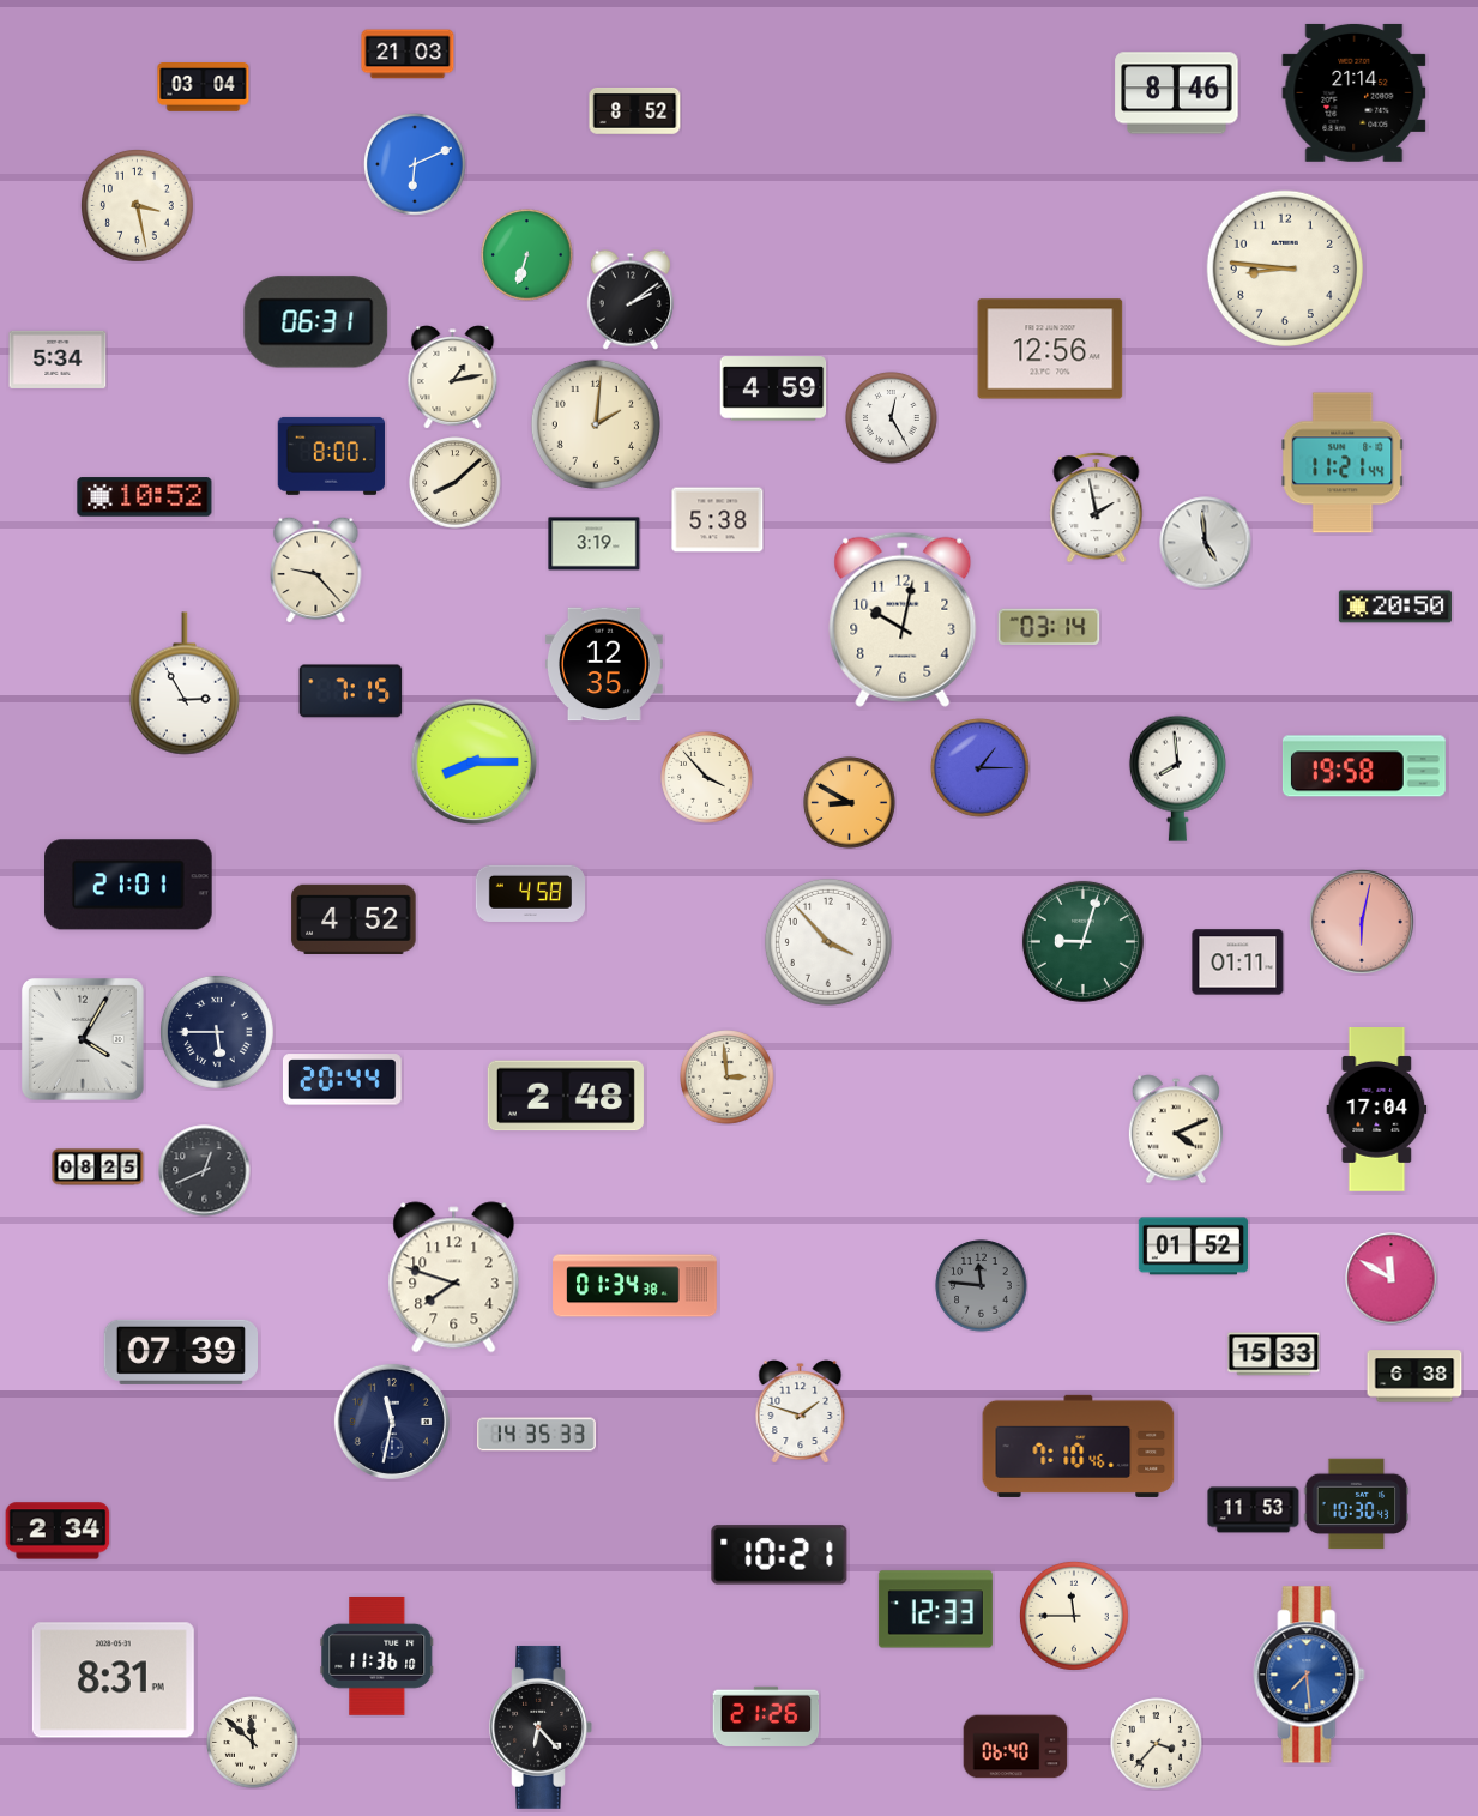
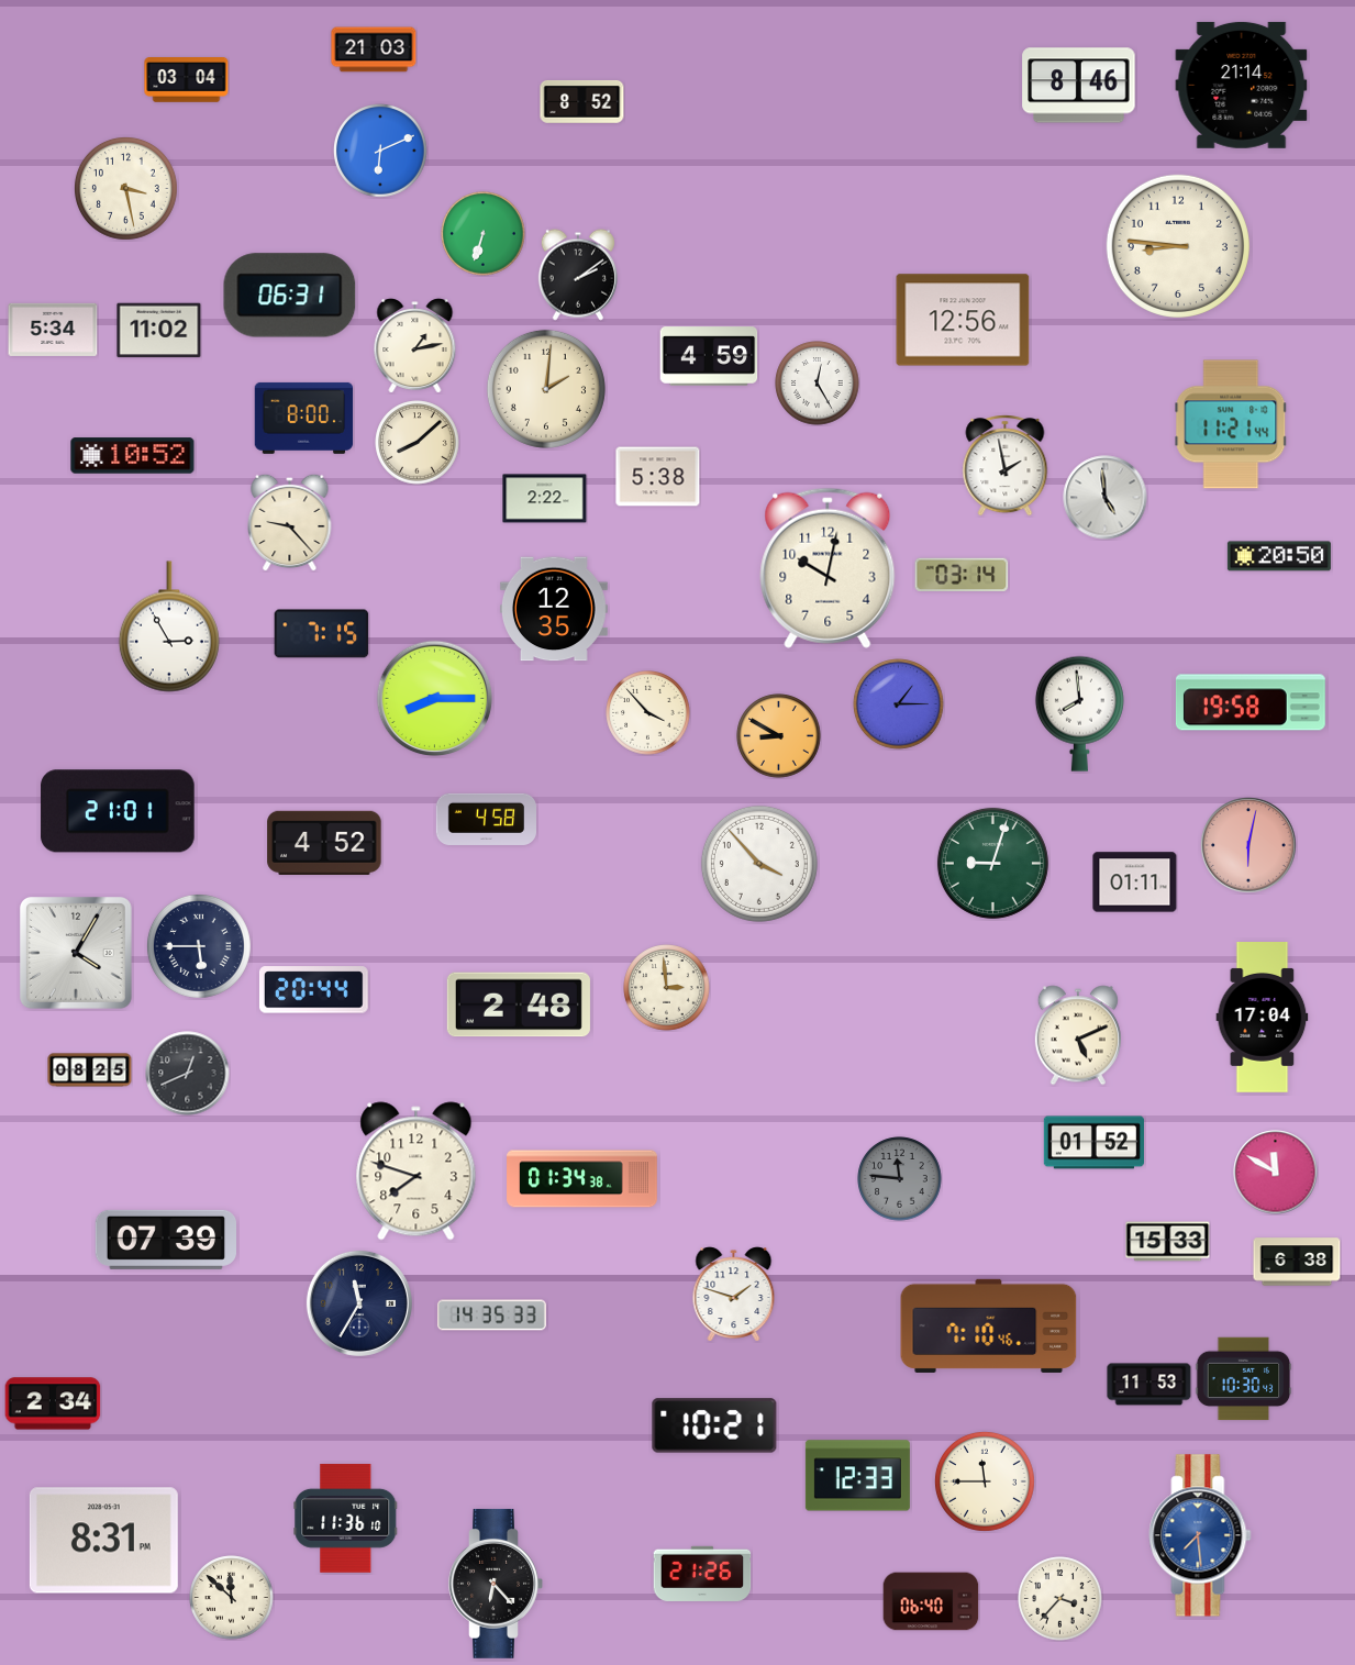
clock at (159, 331): none -> 11:02
clock at (595, 544): 3:19 -> 2:22
clock at (1176, 1129): 4:11 -> 5:11
clock at (392, 1422): 11:32 -> 11:35
